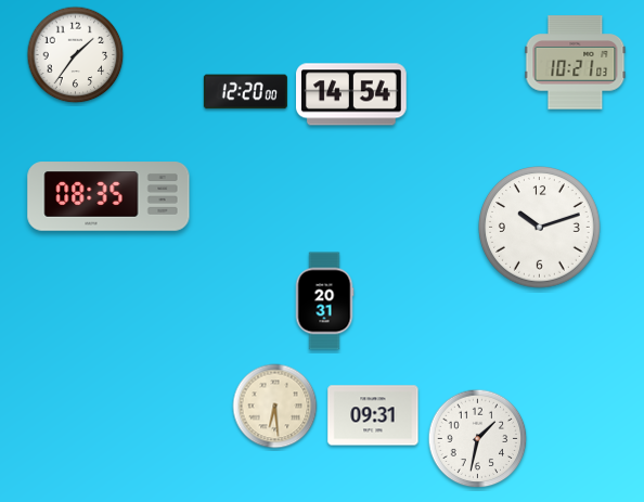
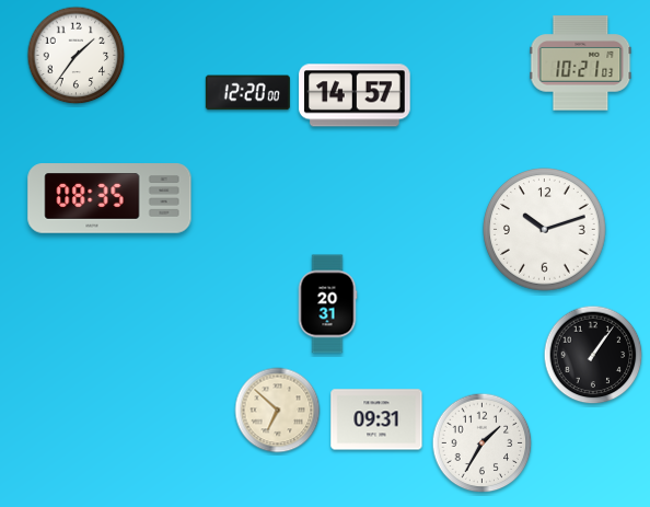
clock at (352, 94): 14:54 -> 14:57
clock at (593, 355): none -> 1:06
clock at (275, 407): 6:29 -> 6:52
clock at (478, 439): 1:32 -> 1:35
